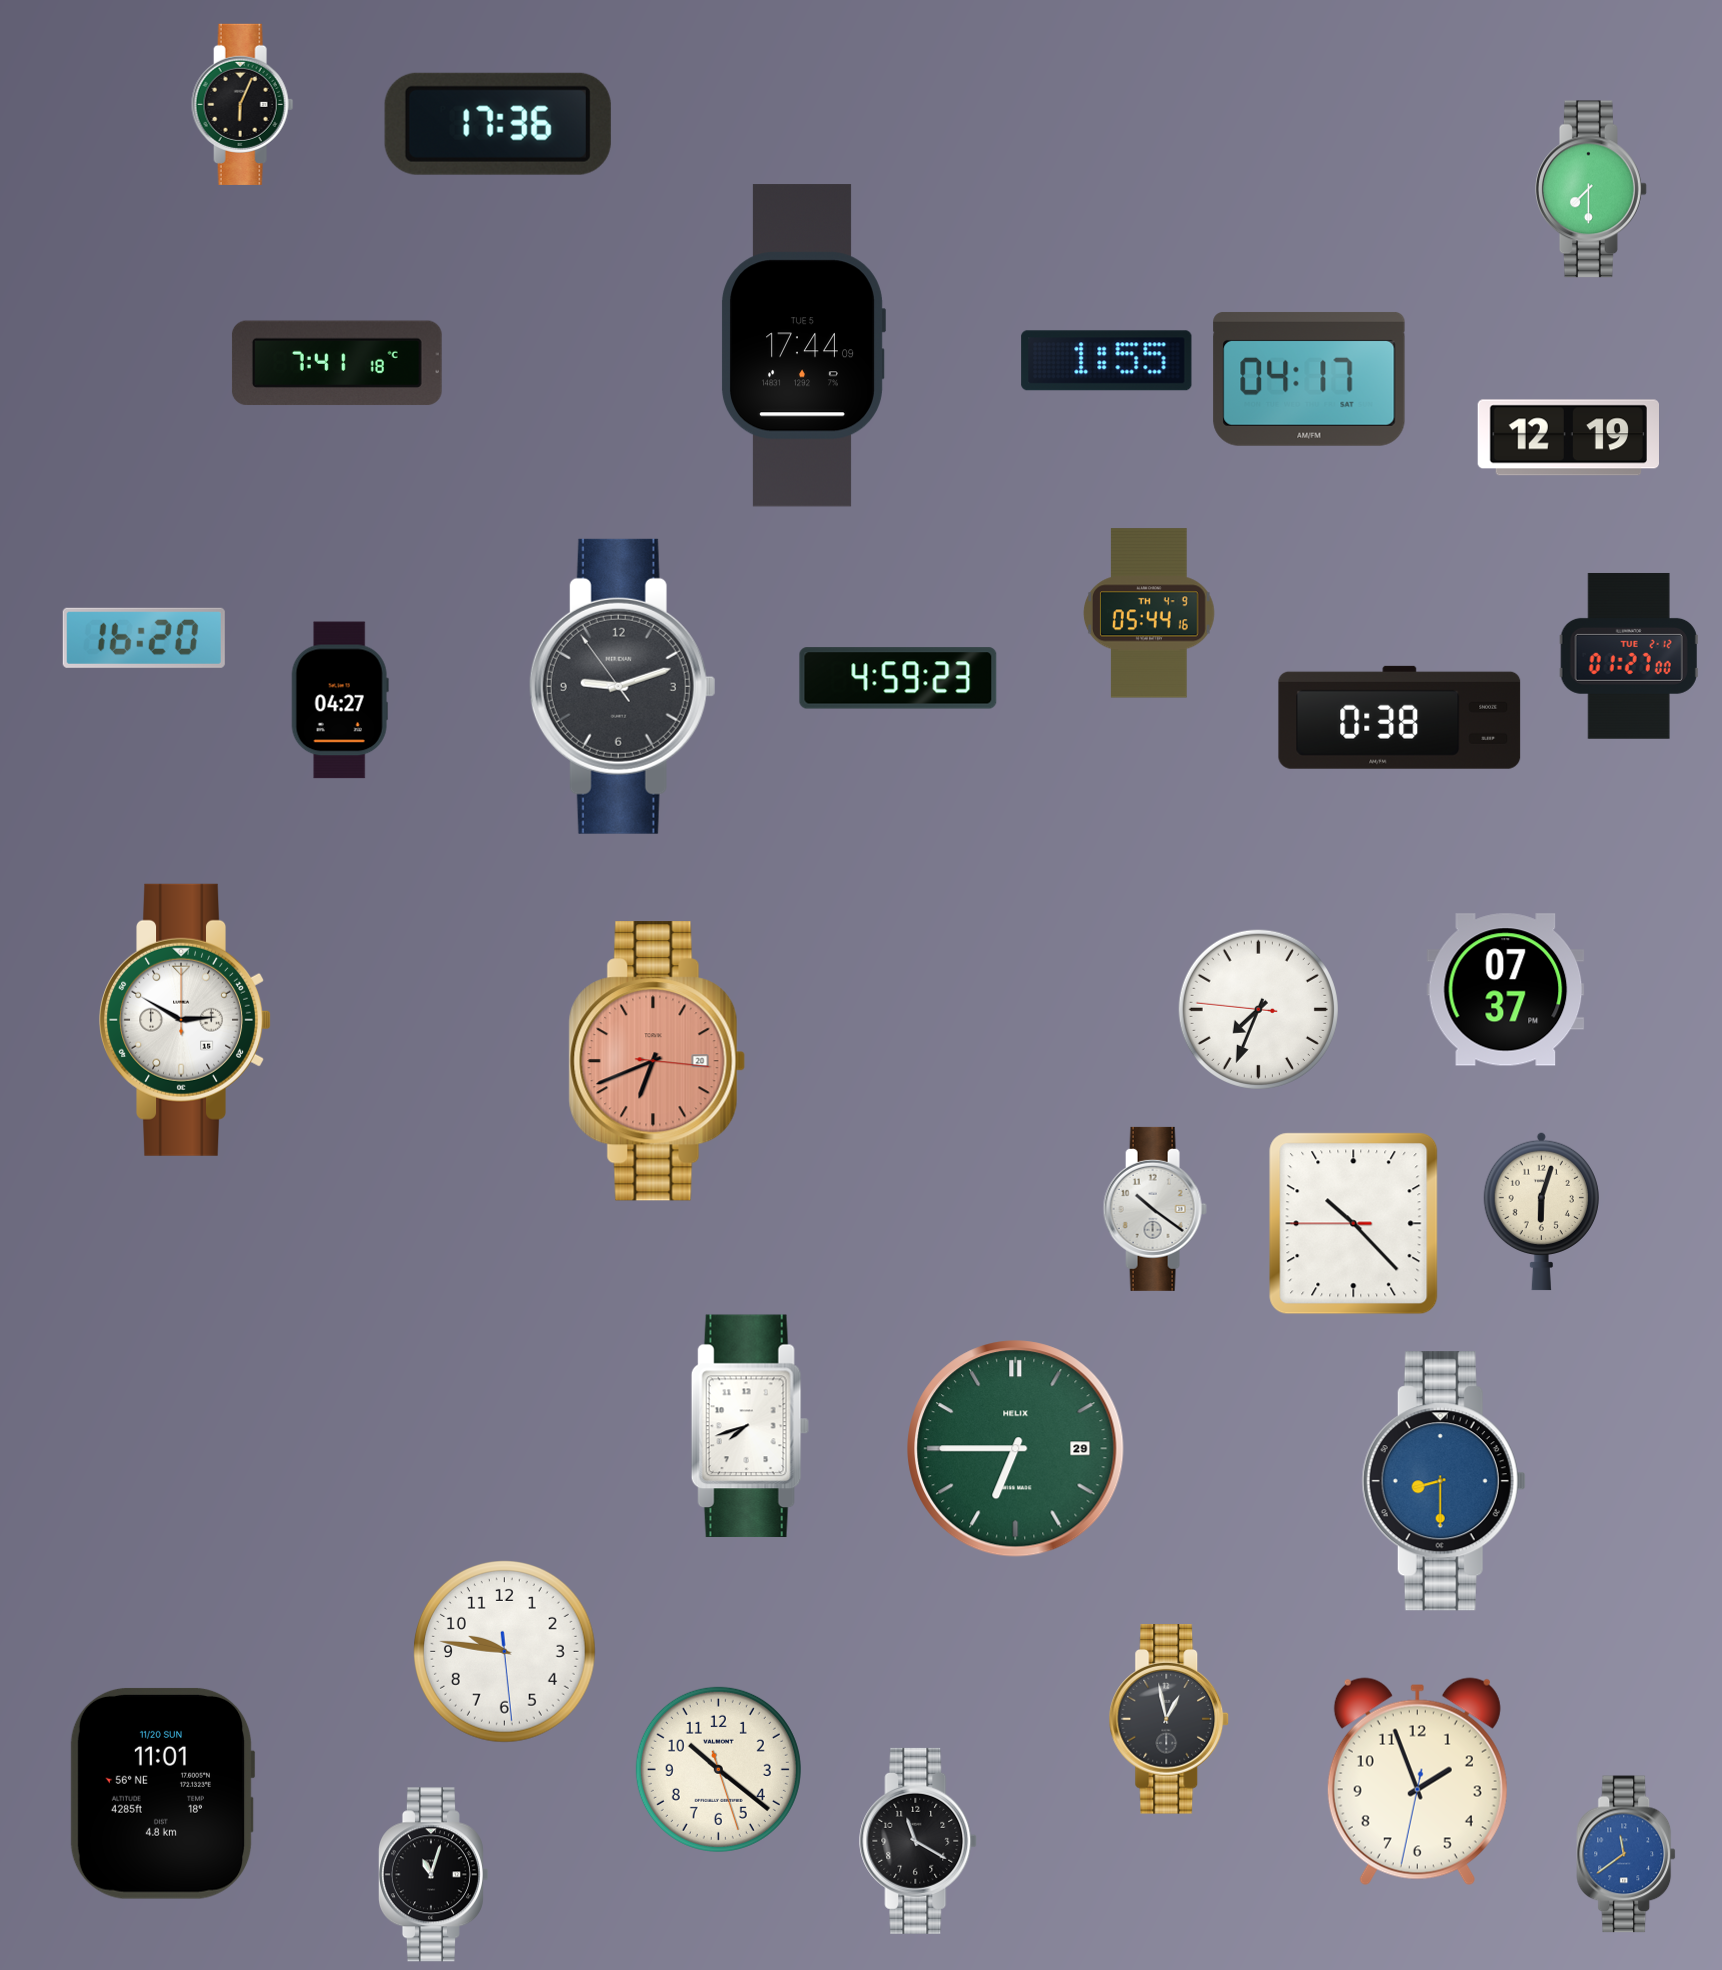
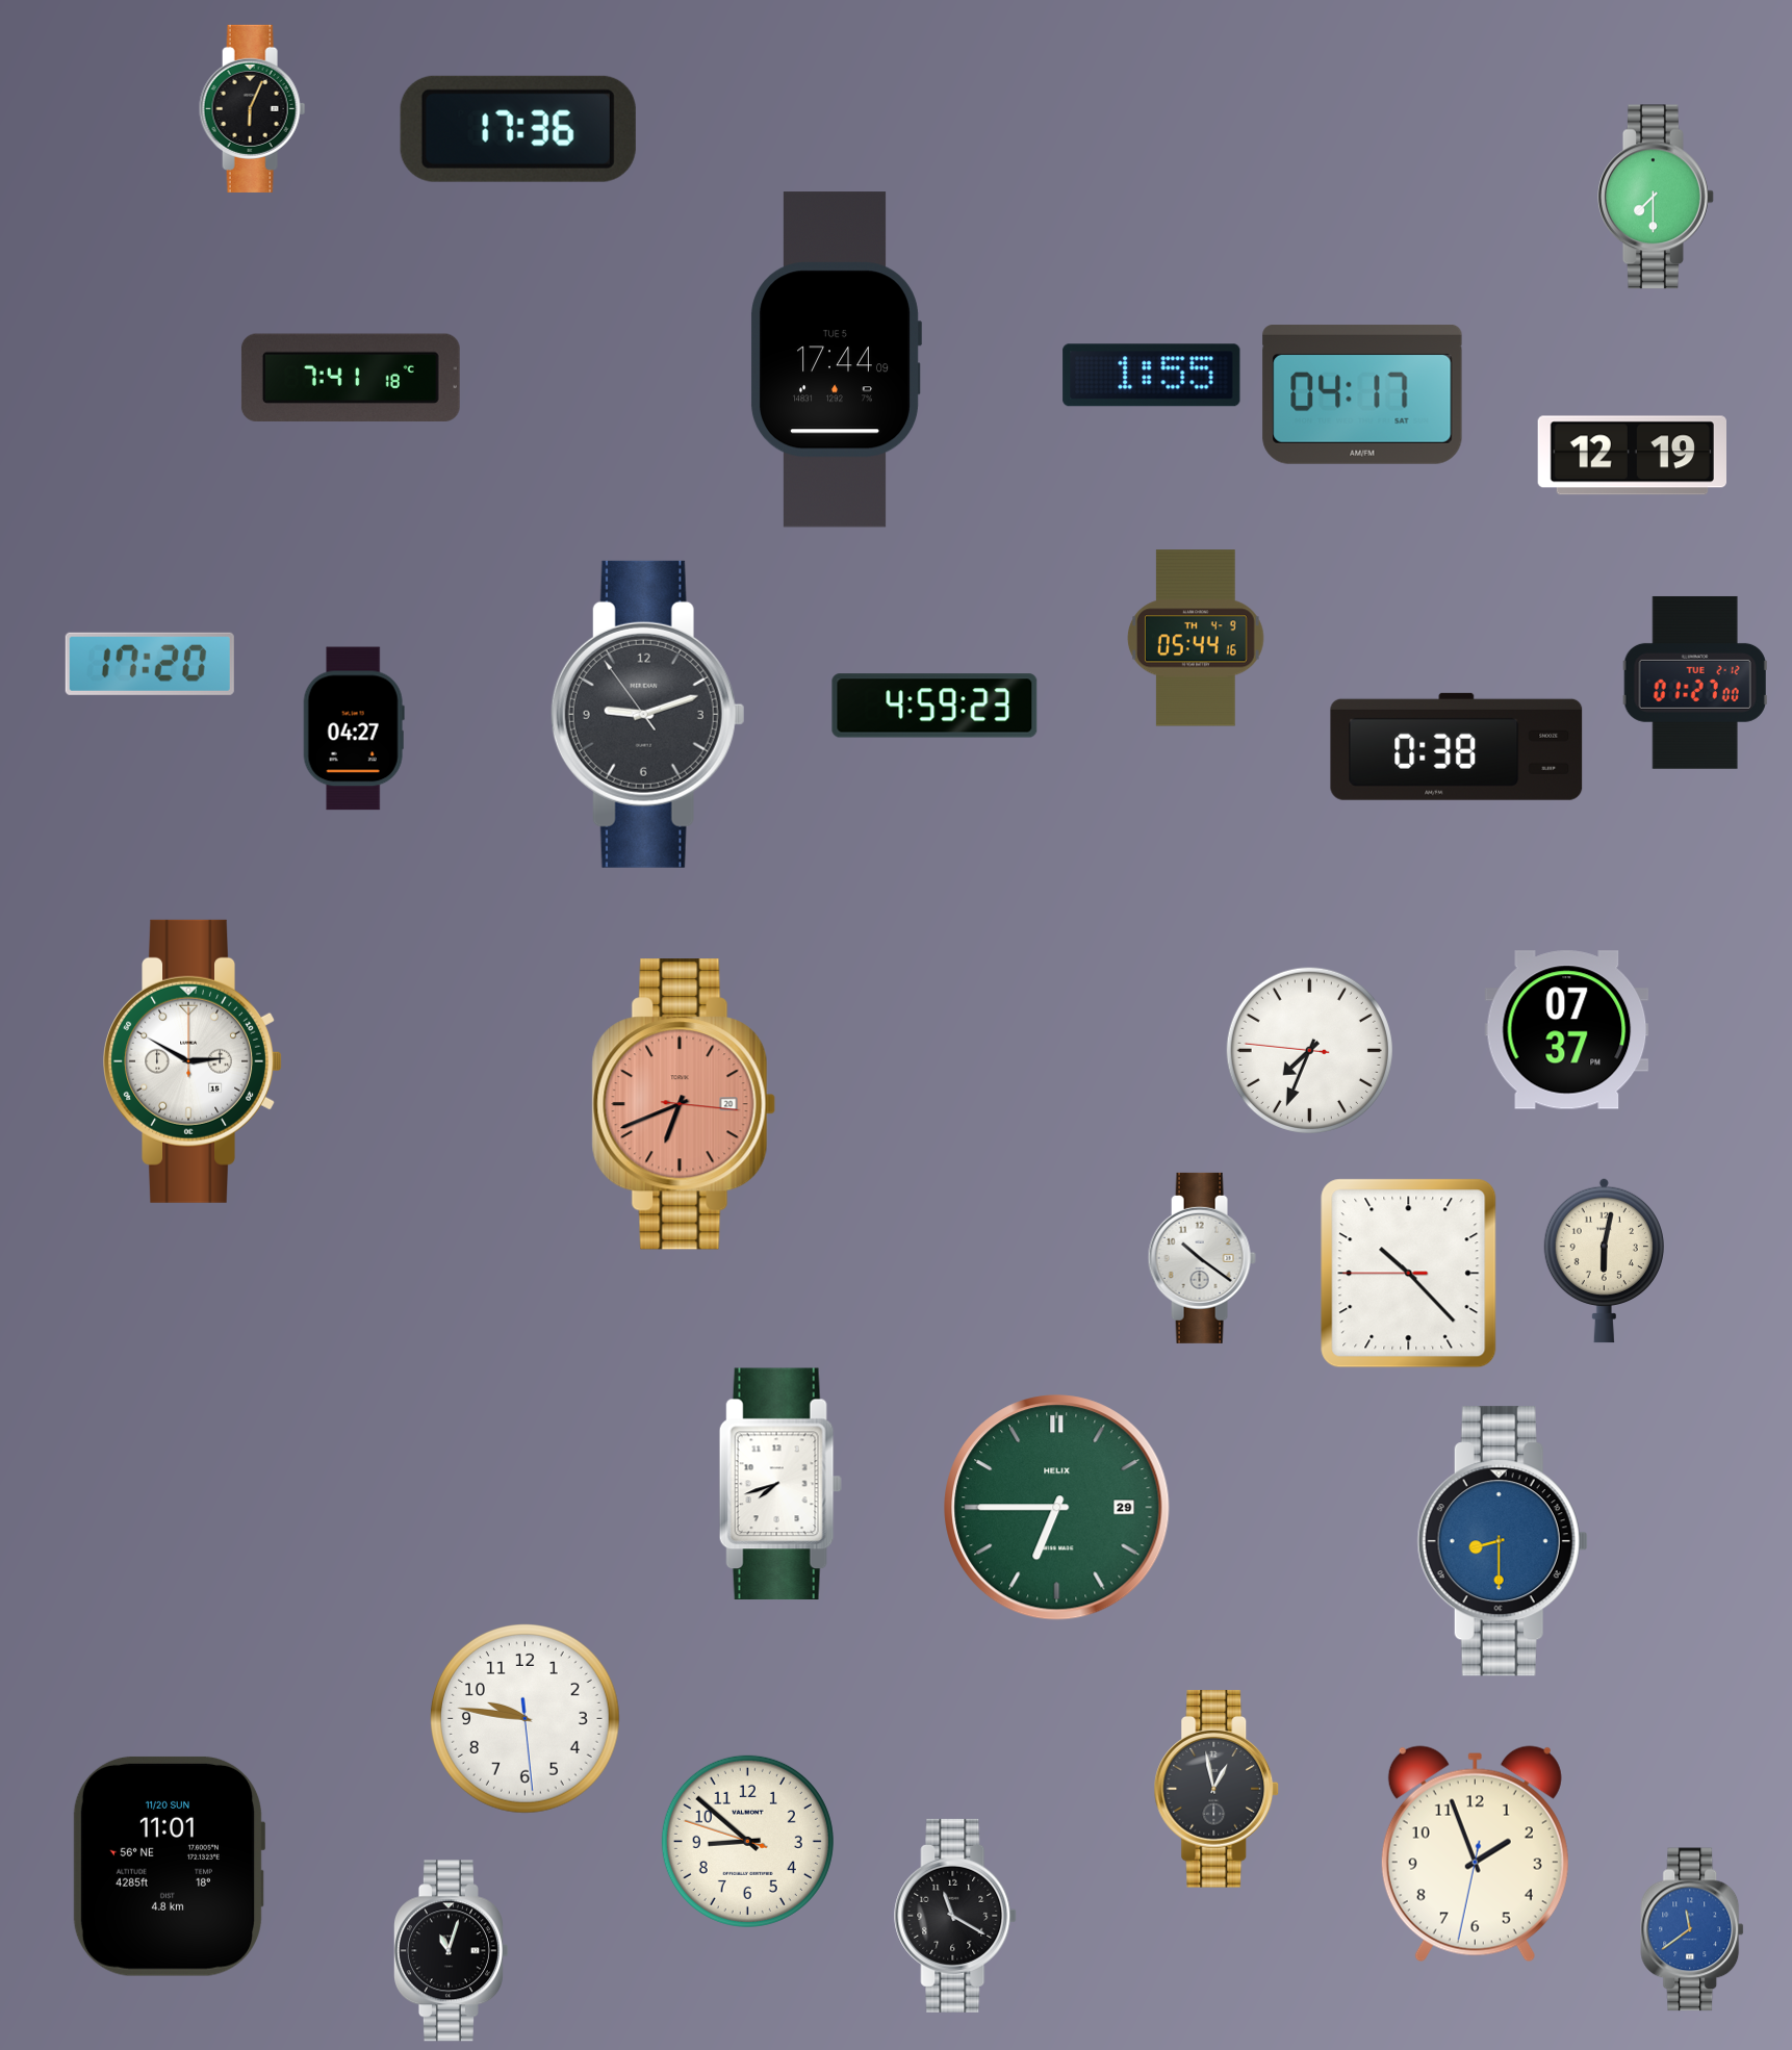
clock at (144, 638): 16:20 -> 17:20
clock at (1541, 1211): 6:03 -> 6:02
clock at (718, 1769): 10:21 -> 8:51
